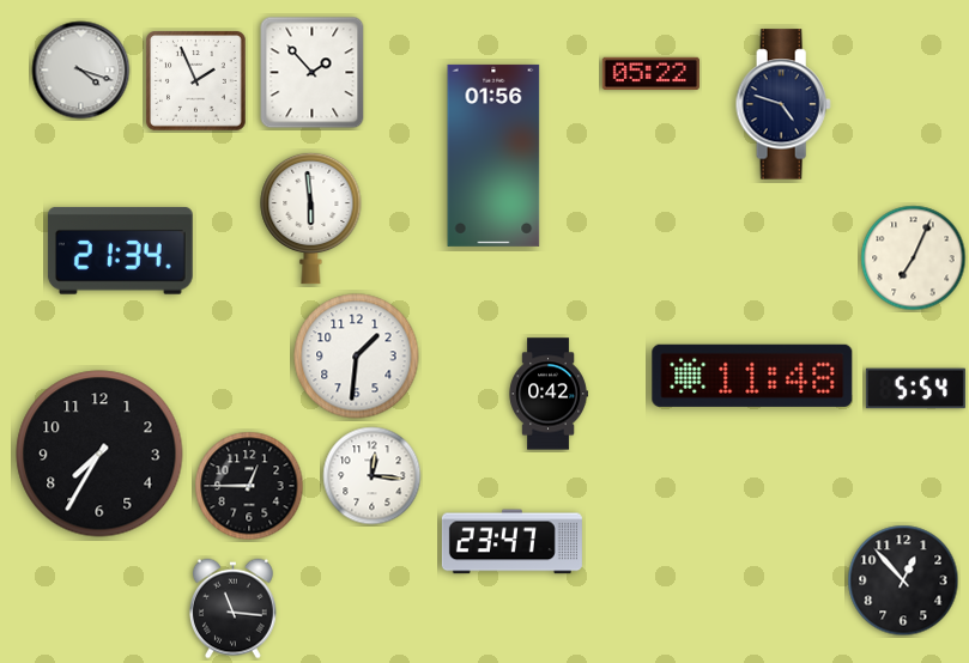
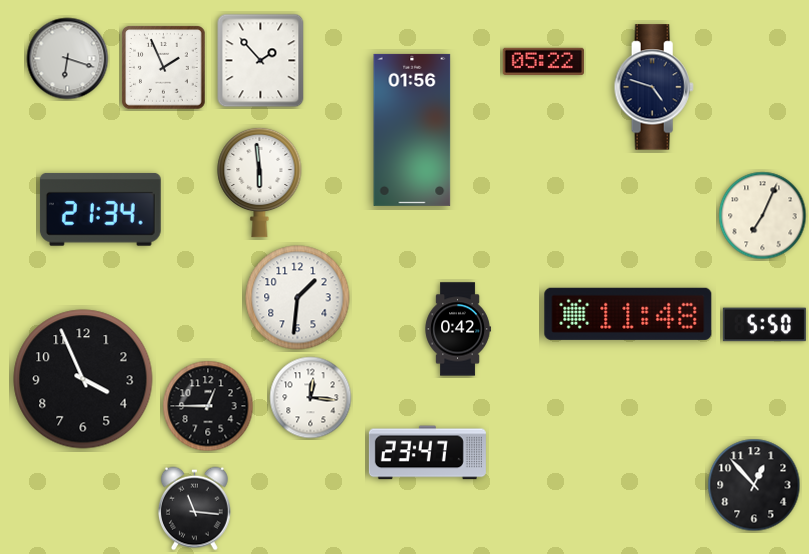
clock at (81, 71): 4:18 -> 6:18
clock at (915, 389): 5:54 -> 5:50
clock at (99, 454): 7:35 -> 3:56
